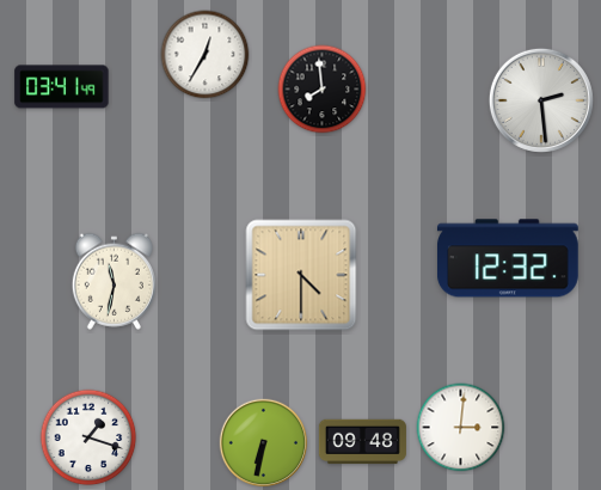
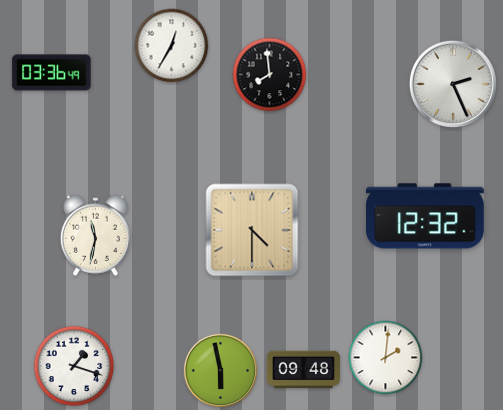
clock at (62, 87): 03:41 -> 03:36
clock at (541, 100): 2:29 -> 2:26
clock at (461, 428): 3:01 -> 2:01
clock at (264, 443): 6:32 -> 5:58
